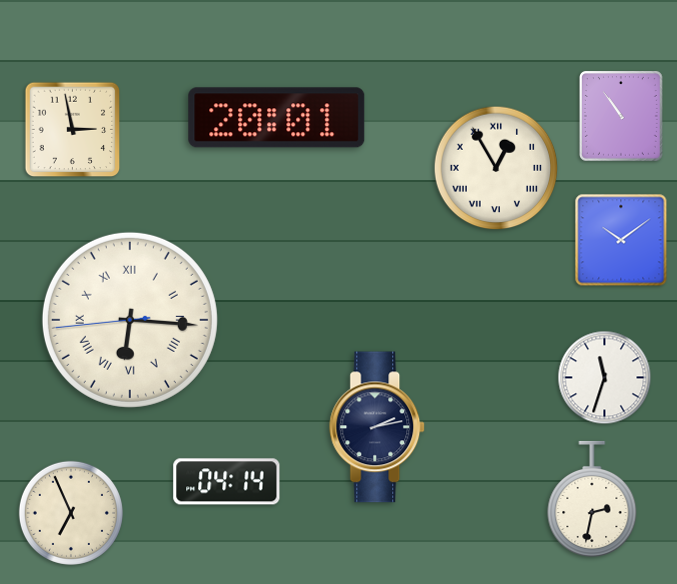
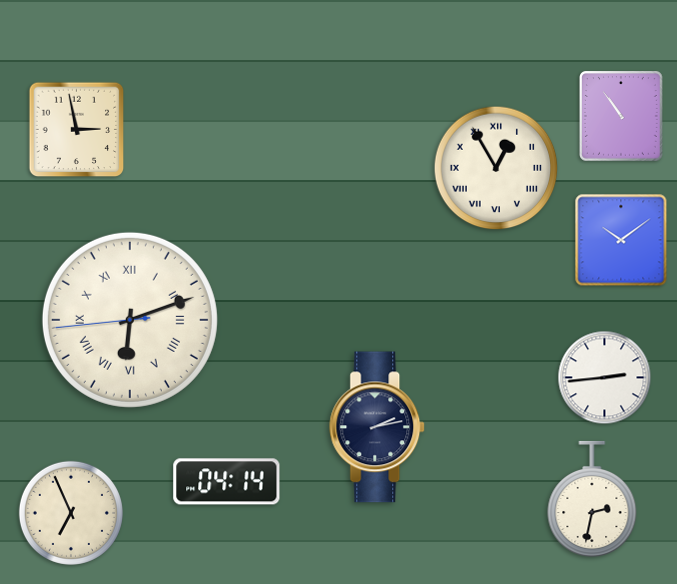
clock at (277, 118): 20:01 -> none
clock at (73, 130) position: (73, 130) -> (77, 130)
clock at (130, 320): 6:15 -> 6:11
clock at (605, 378): 11:33 -> 2:44
